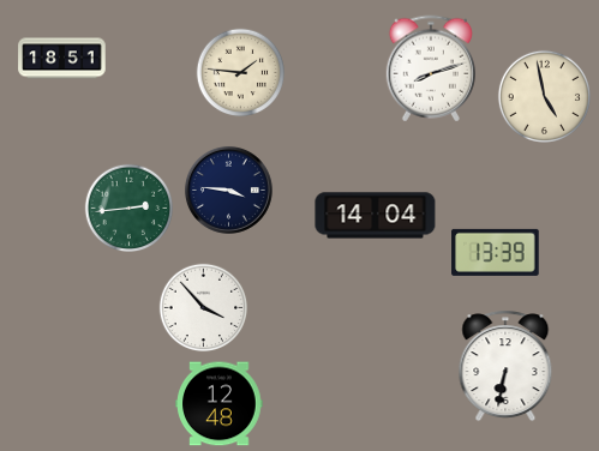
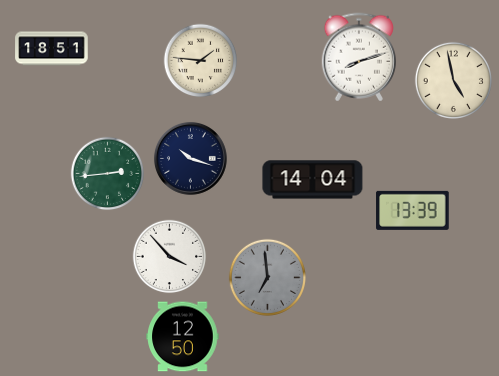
clock at (229, 191): 3:46 -> 10:18
clock at (267, 277): none -> 6:59
clock at (505, 366): 6:32 -> none
clock at (220, 404): 12:48 -> 12:50
